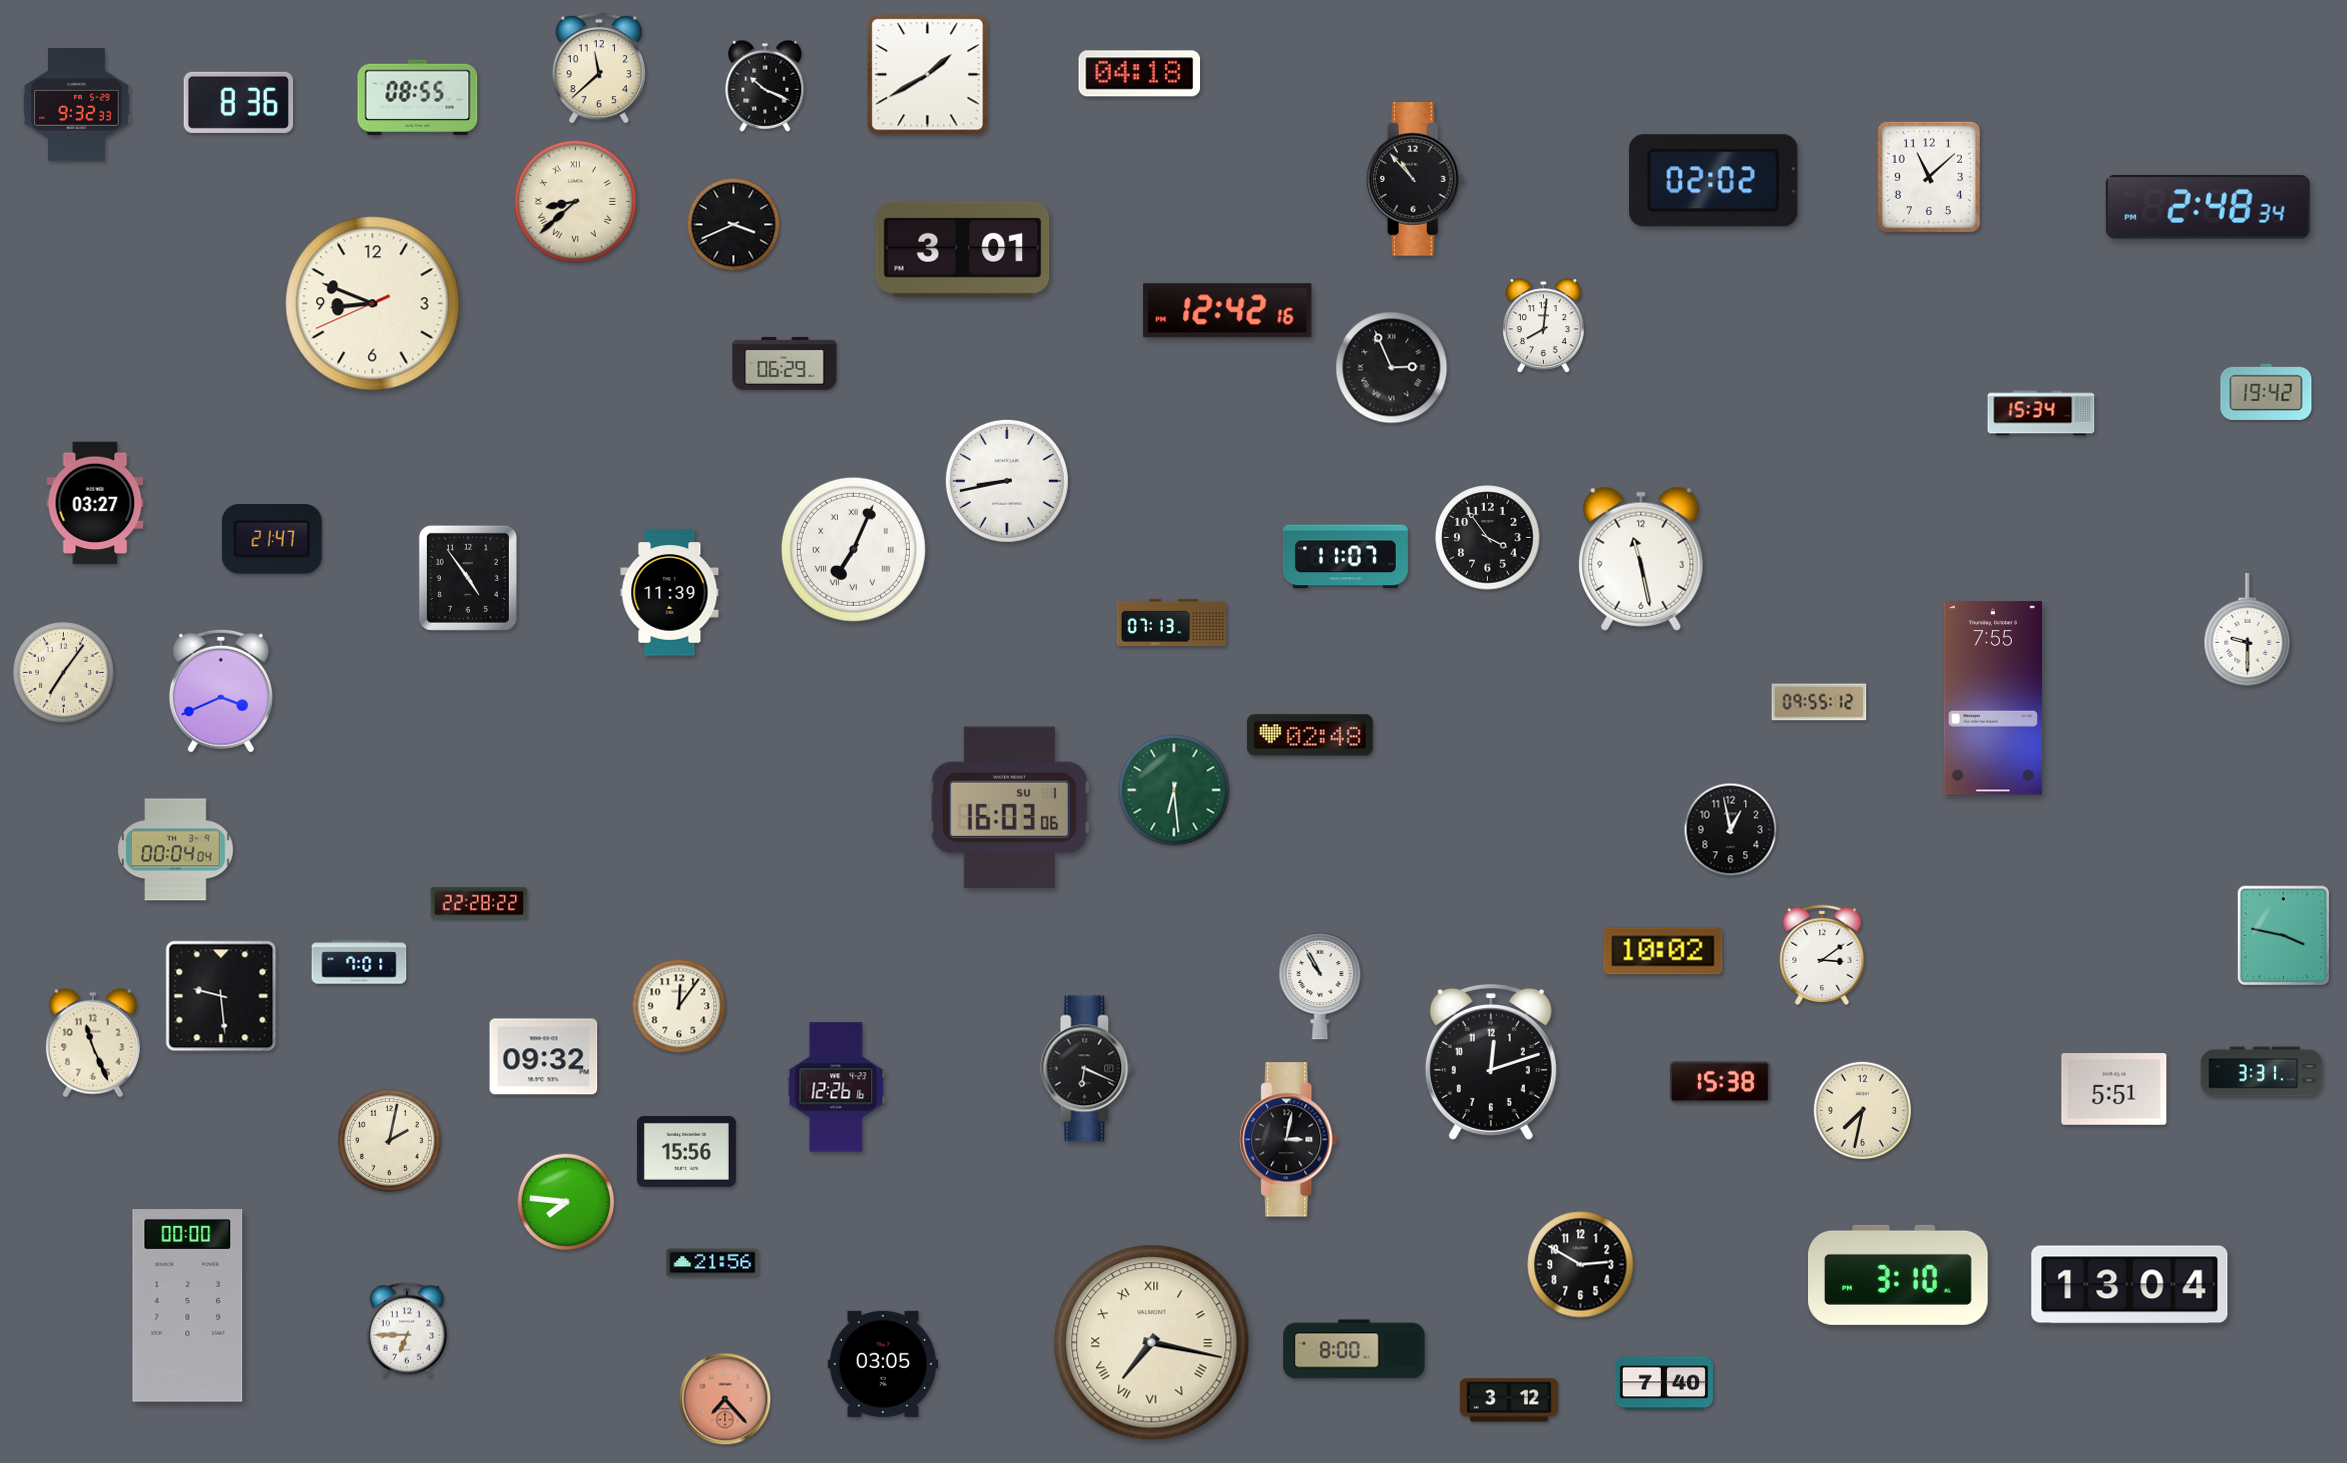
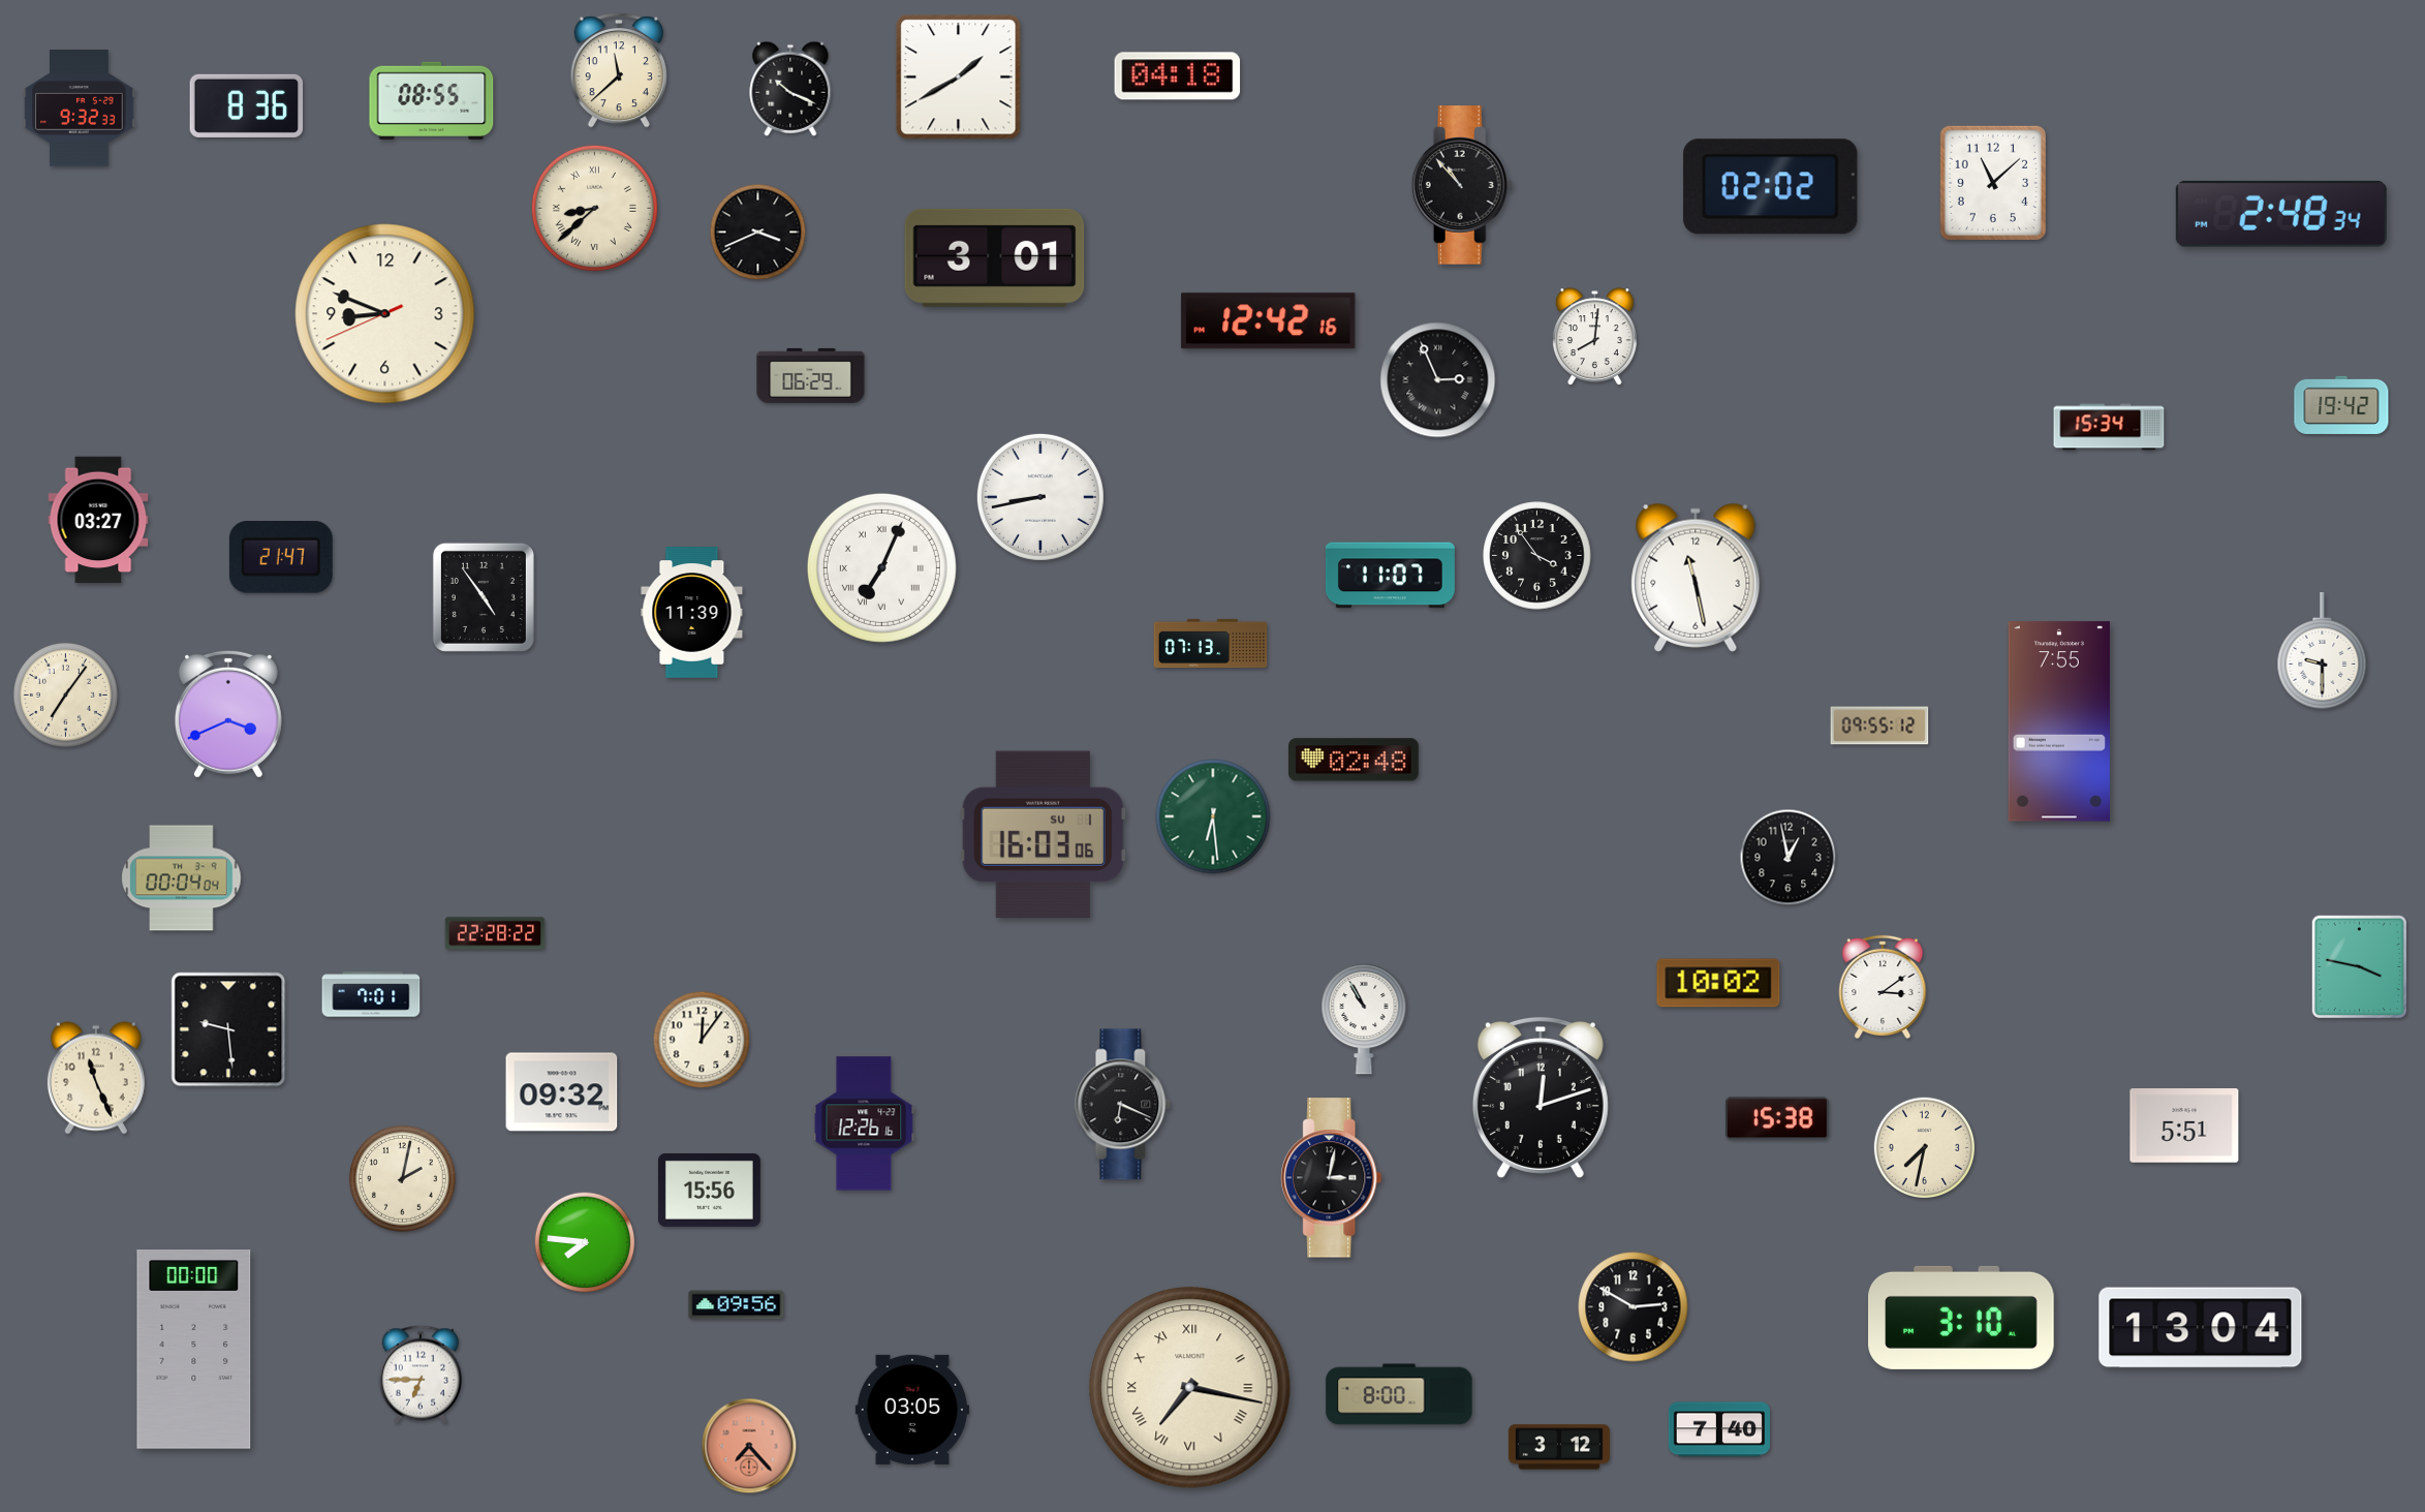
clock at (2262, 1072): 3:31 -> none
clock at (713, 1263): 21:56 -> 09:56
